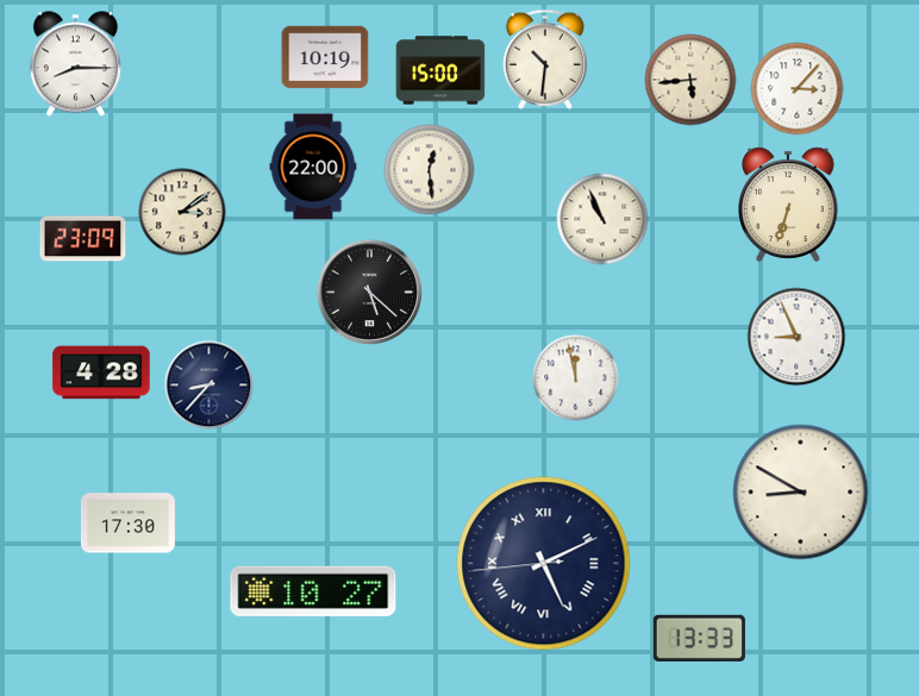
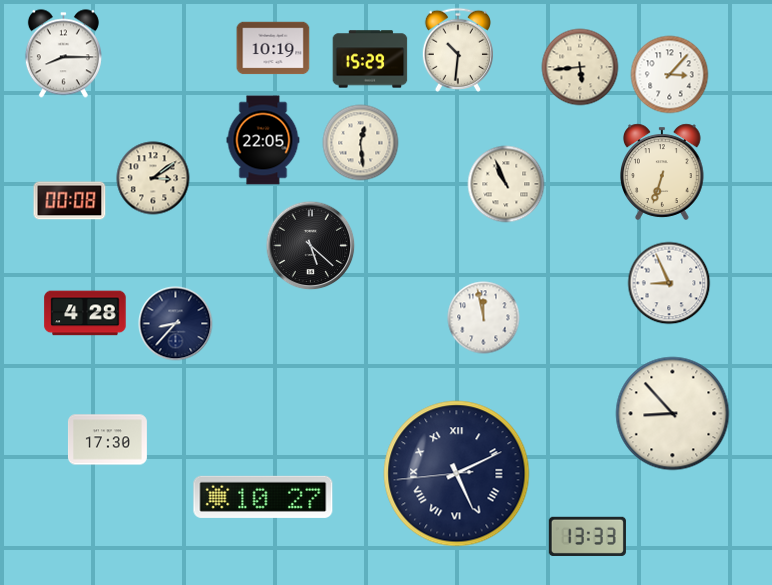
clock at (440, 70): 15:00 -> 15:29
clock at (313, 167): 22:00 -> 22:05
clock at (83, 239): 23:09 -> 00:08
clock at (801, 493): 8:50 -> 8:53
